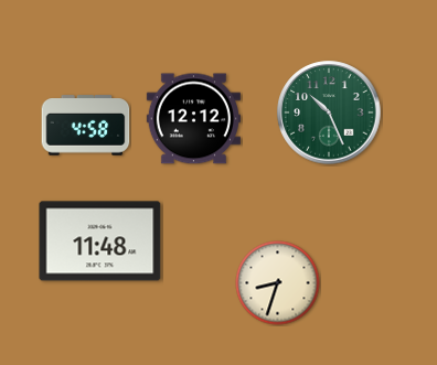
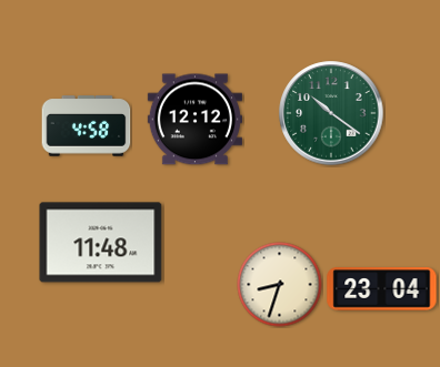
clock at (329, 112): 10:26 -> 10:21
clock at (382, 289): none -> 23:04
